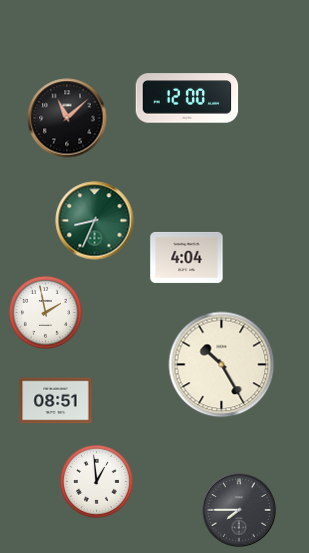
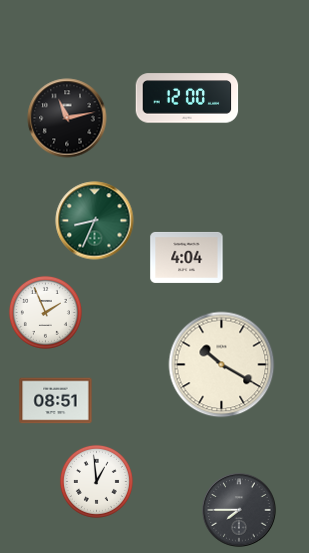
clock at (67, 118): 11:08 -> 11:13
clock at (45, 312): 1:58 -> 1:56
clock at (222, 365): 10:25 -> 10:20
